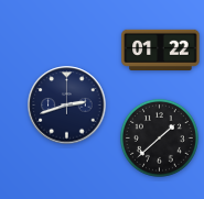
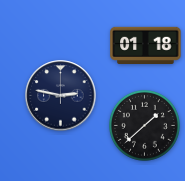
clock at (161, 49): 01:22 -> 01:18
clock at (67, 106): 2:42 -> 2:47
